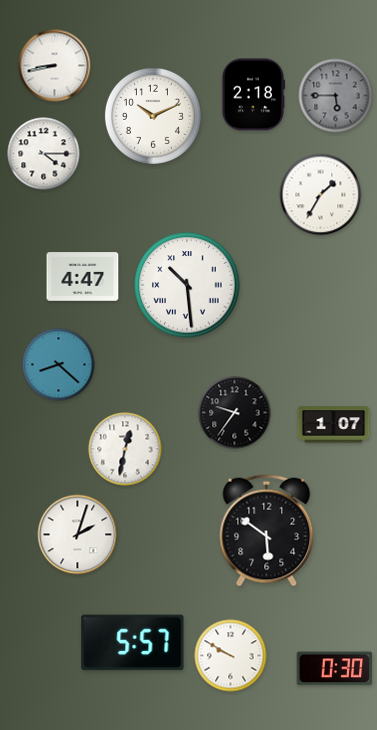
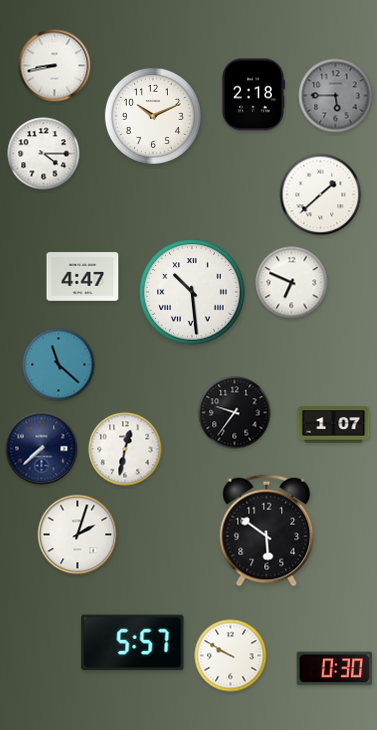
clock at (321, 195): 1:35 -> 1:38
clock at (292, 283): none -> 6:49
clock at (187, 285) position: (187, 285) -> (192, 292)
clock at (59, 365): 8:22 -> 11:22
clock at (42, 449): none -> 7:38
